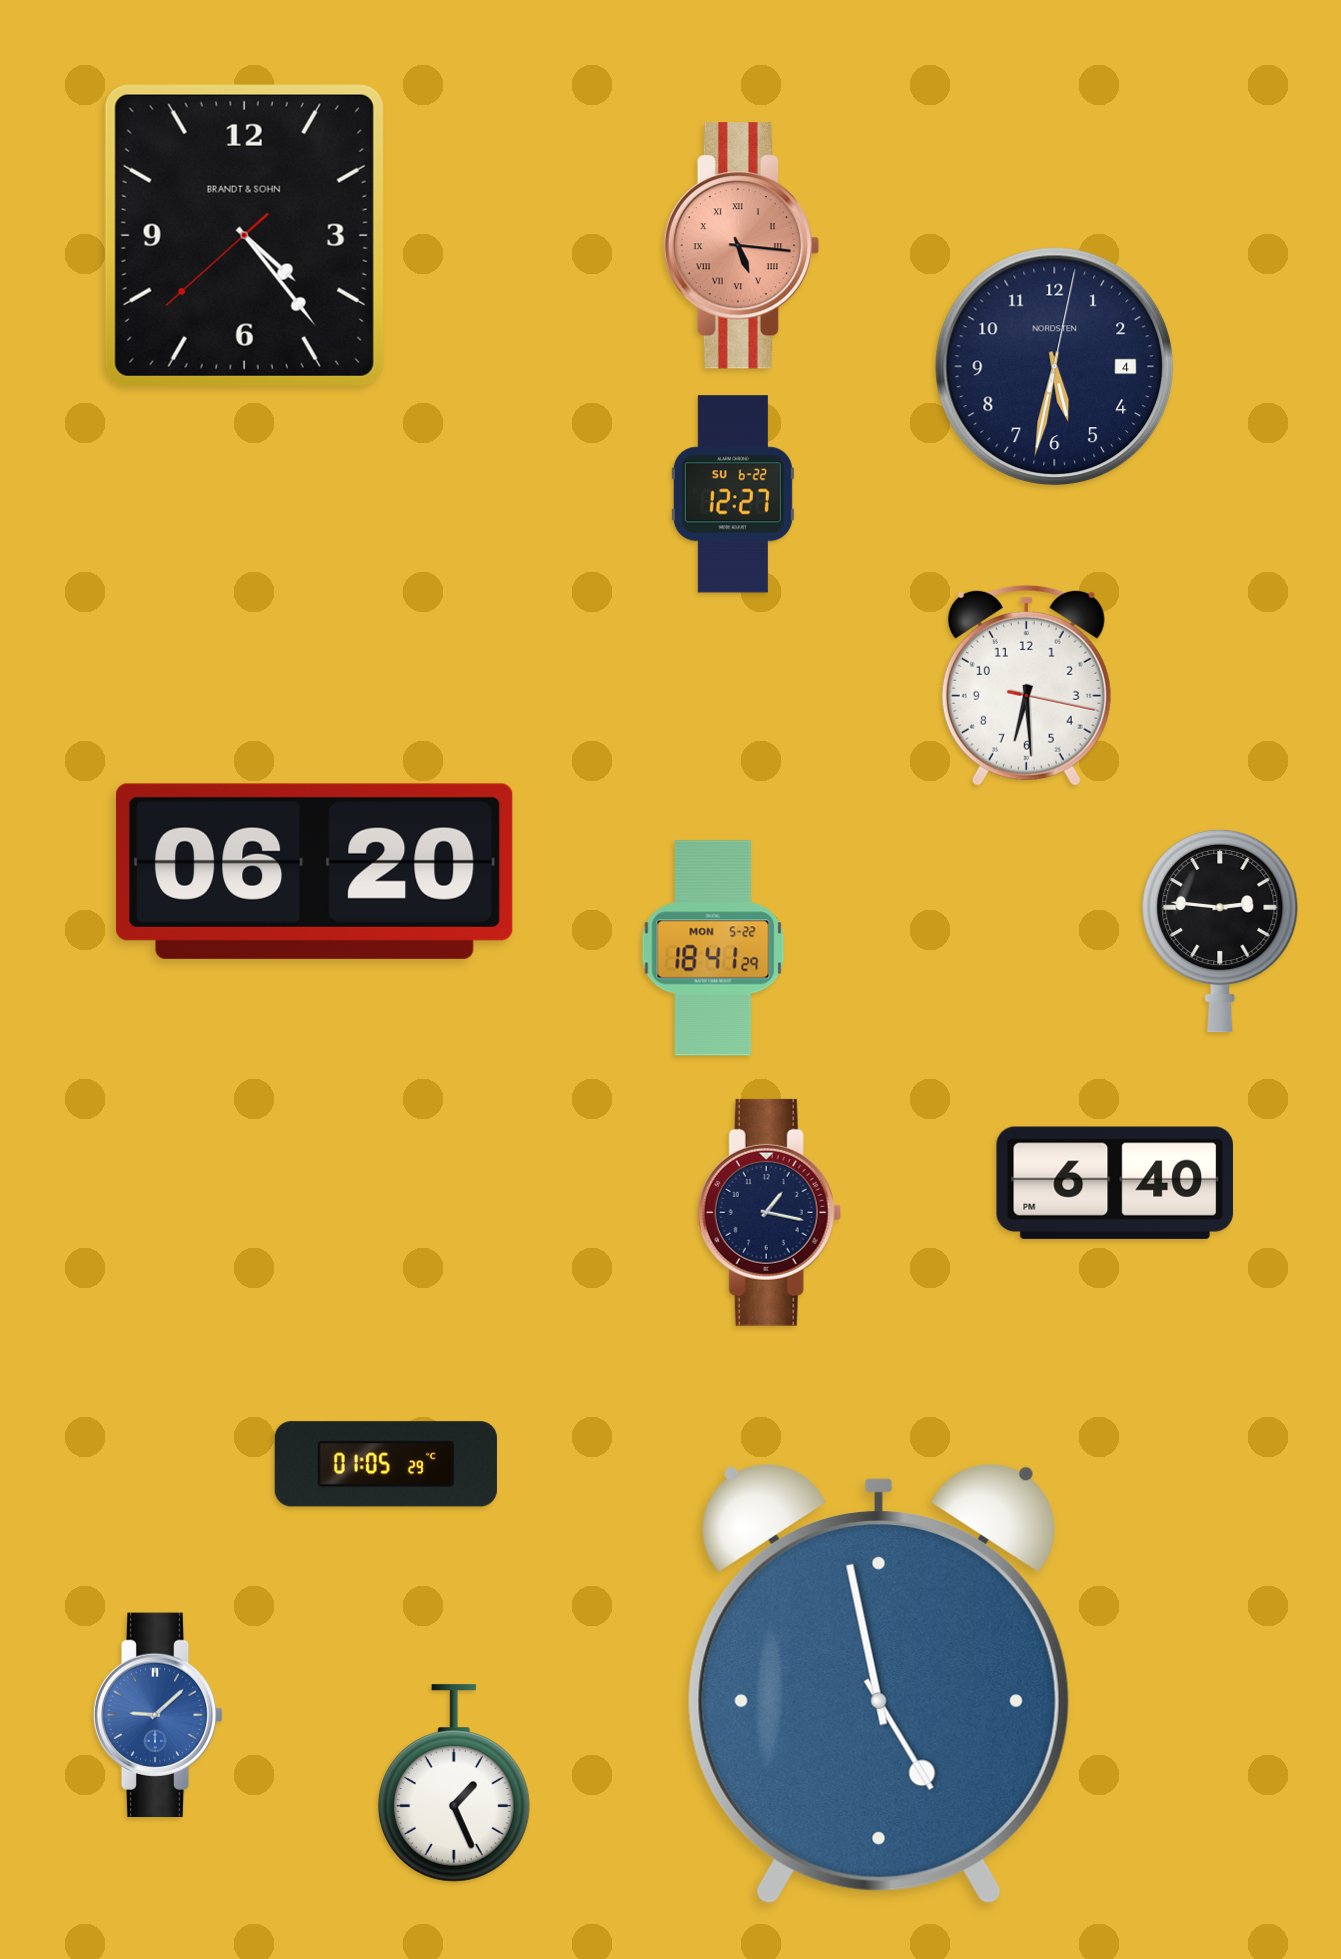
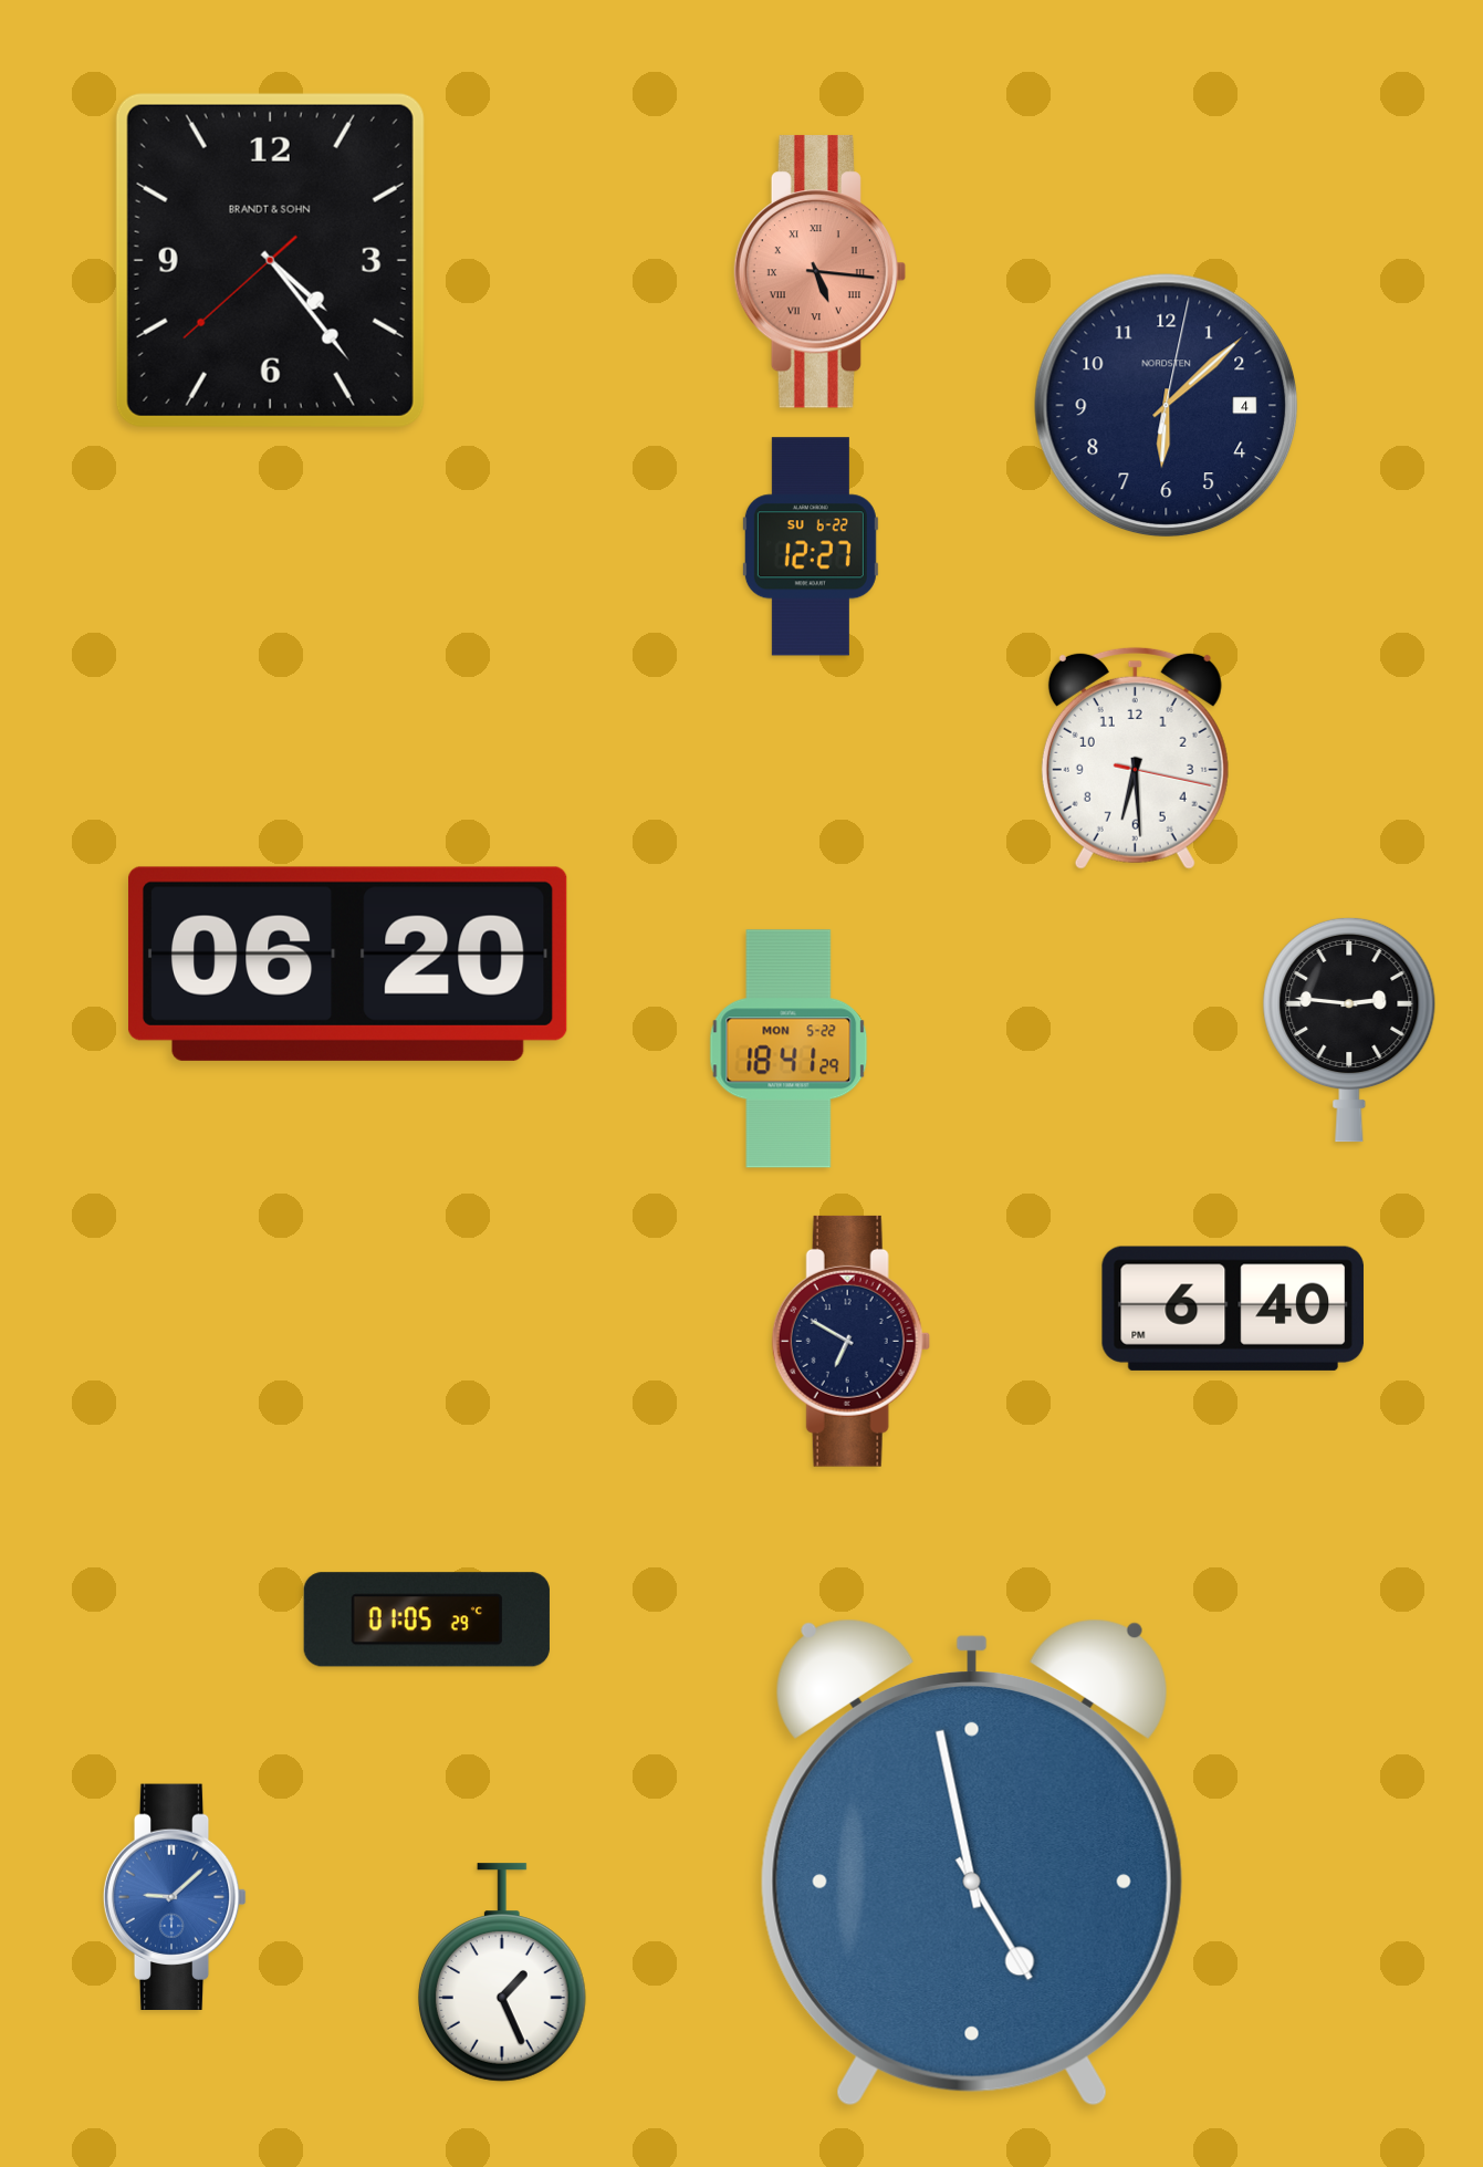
clock at (1055, 367): 5:32 -> 6:08
clock at (769, 1212): 1:17 -> 6:50
